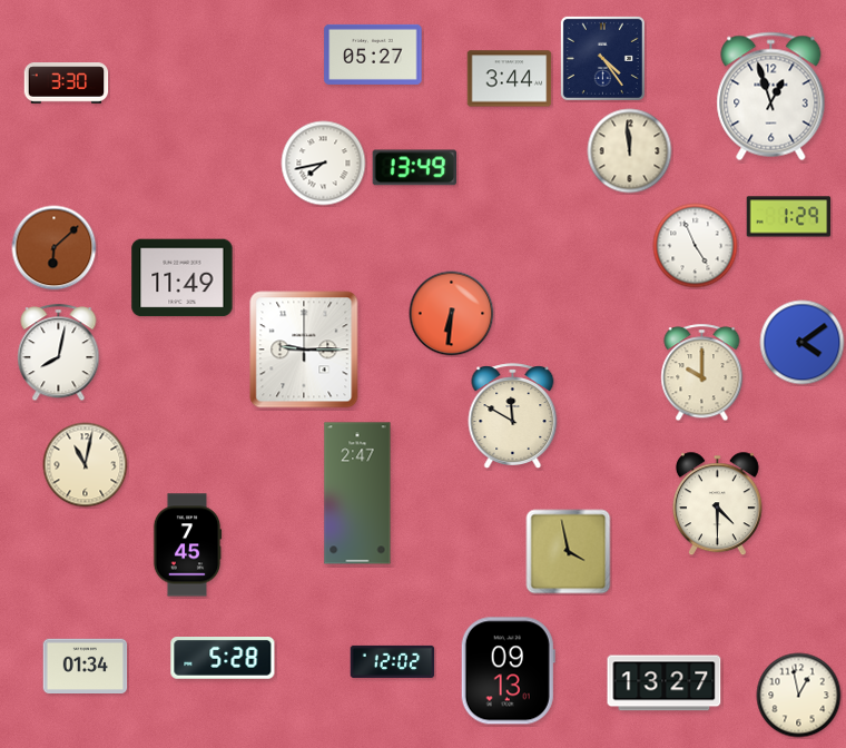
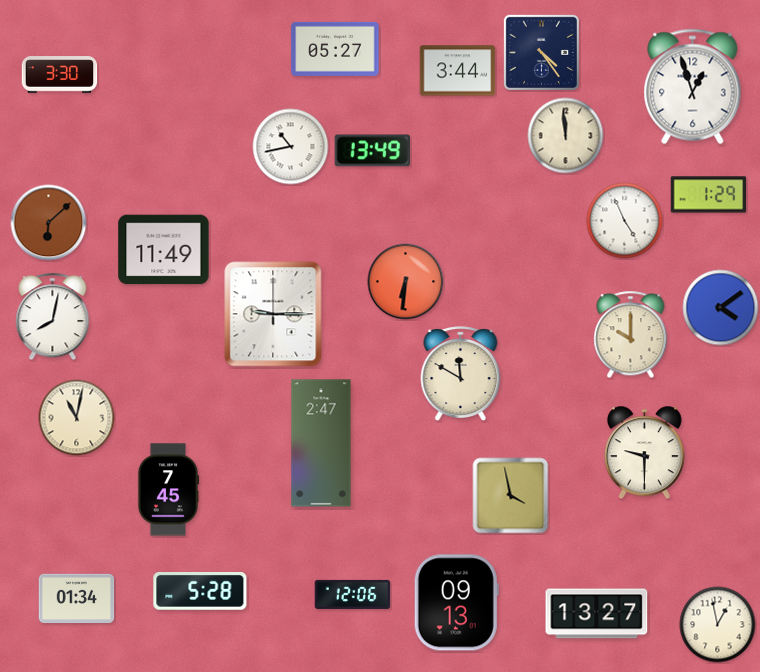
clock at (324, 164): 7:43 -> 10:43
clock at (717, 504): 4:30 -> 9:30
clock at (393, 661): 12:02 -> 12:06
